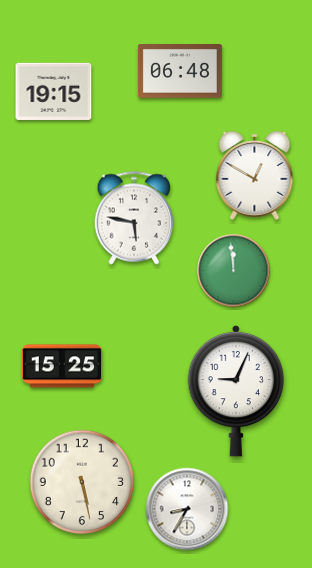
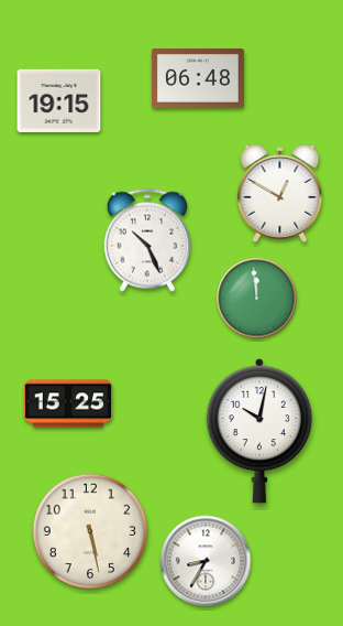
clock at (134, 218): 5:47 -> 10:26
clock at (236, 391): 9:04 -> 10:02
